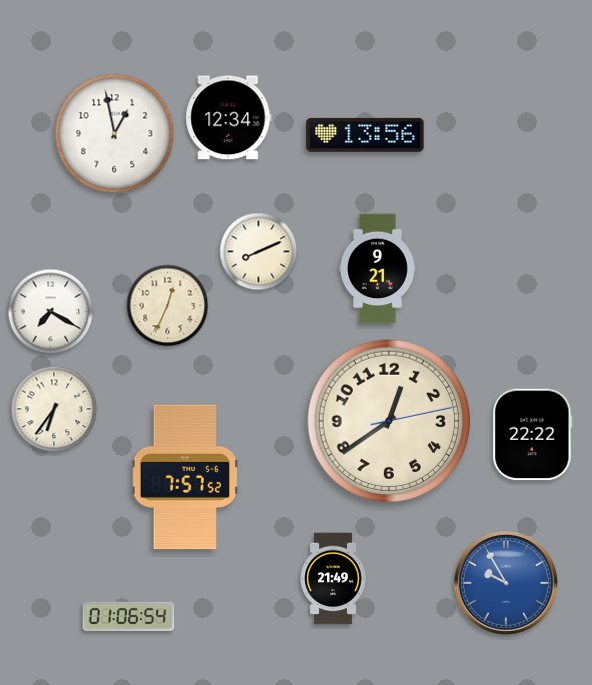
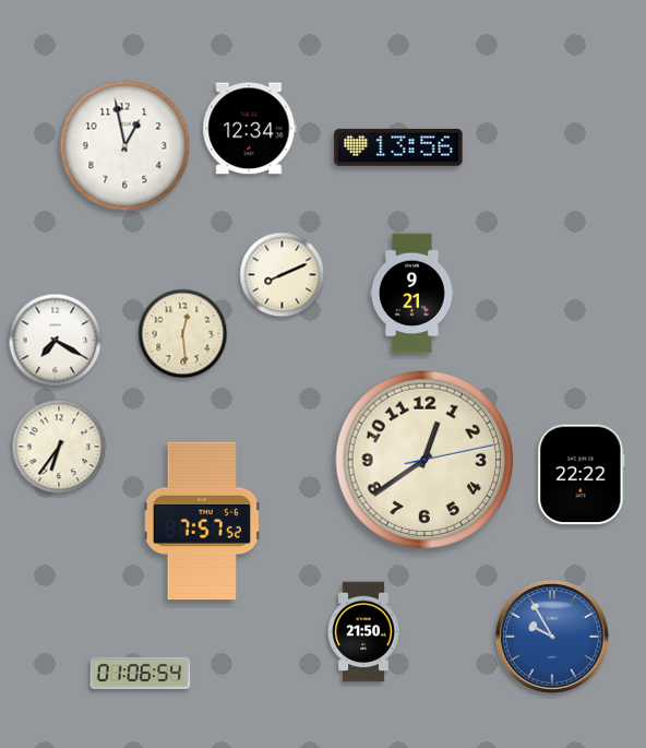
clock at (168, 306): 12:34 -> 12:29
clock at (333, 579): 21:49 -> 21:50
